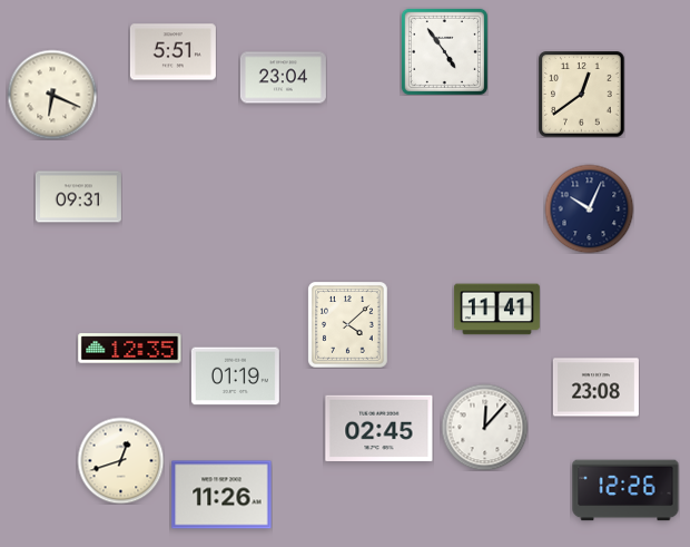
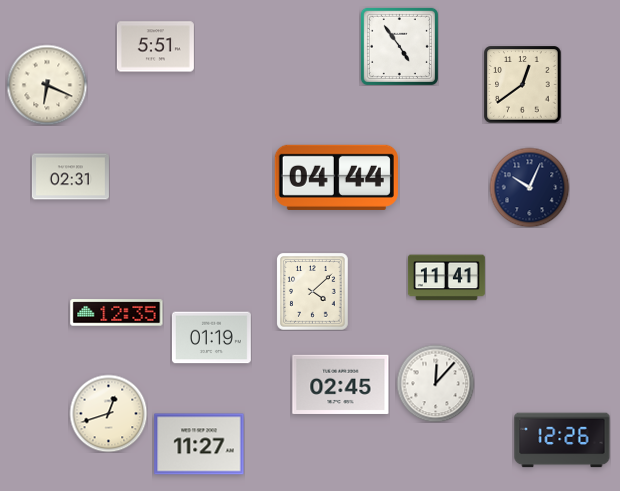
clock at (283, 78): 23:04 -> none
clock at (78, 197): 09:31 -> 02:31
clock at (336, 177): none -> 04:44
clock at (595, 388): 23:08 -> none
clock at (221, 495): 11:26 -> 11:27
